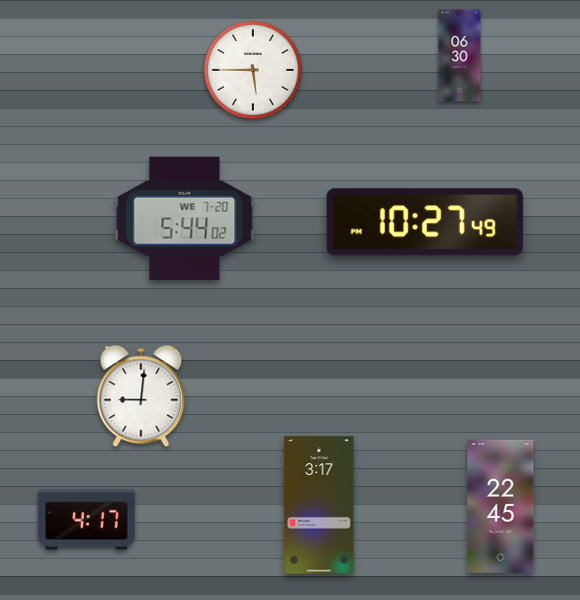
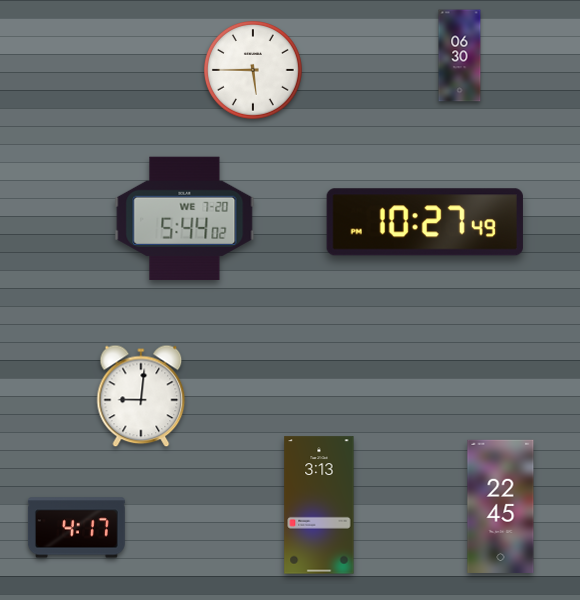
clock at (319, 505): 3:17 -> 3:13
clock at (86, 520) position: (86, 520) -> (76, 528)
